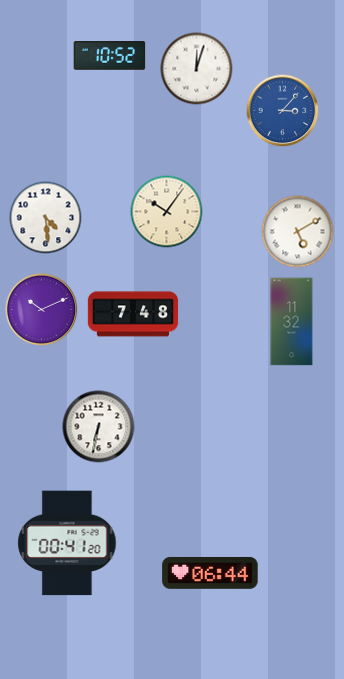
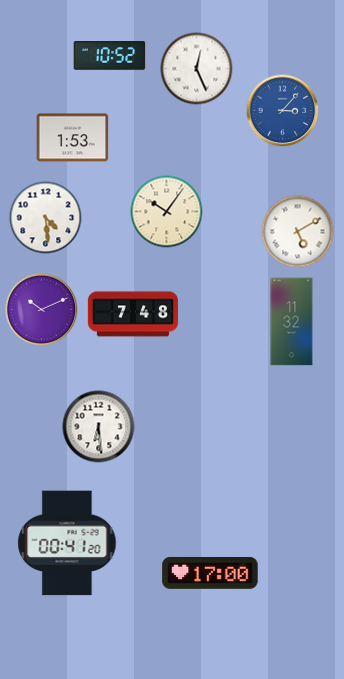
clock at (197, 69): 12:03 -> 12:26
clock at (73, 138): none -> 1:53
clock at (99, 427): 6:32 -> 6:29
clock at (210, 573): 06:44 -> 17:00
